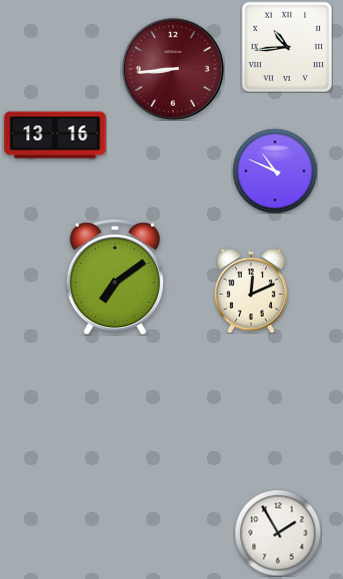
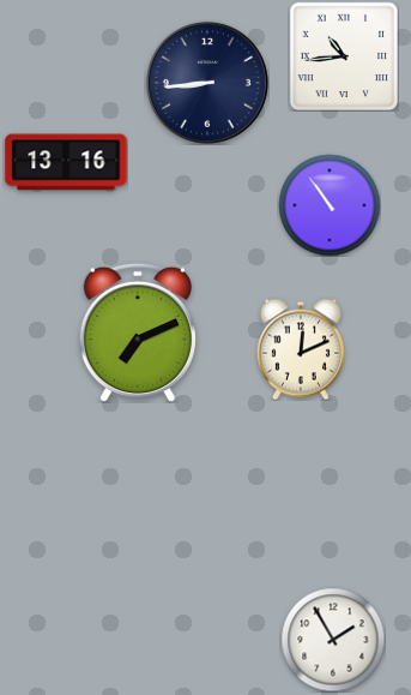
clock at (173, 69) dial: burgundy -> navy
clock at (275, 171): 10:49 -> 10:54
clock at (115, 277): 7:09 -> 7:11
